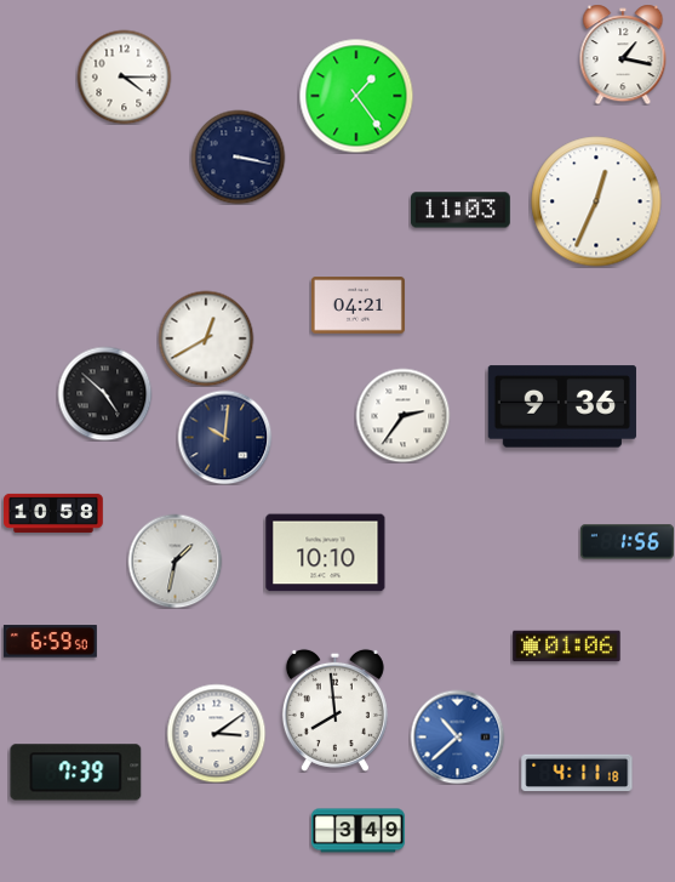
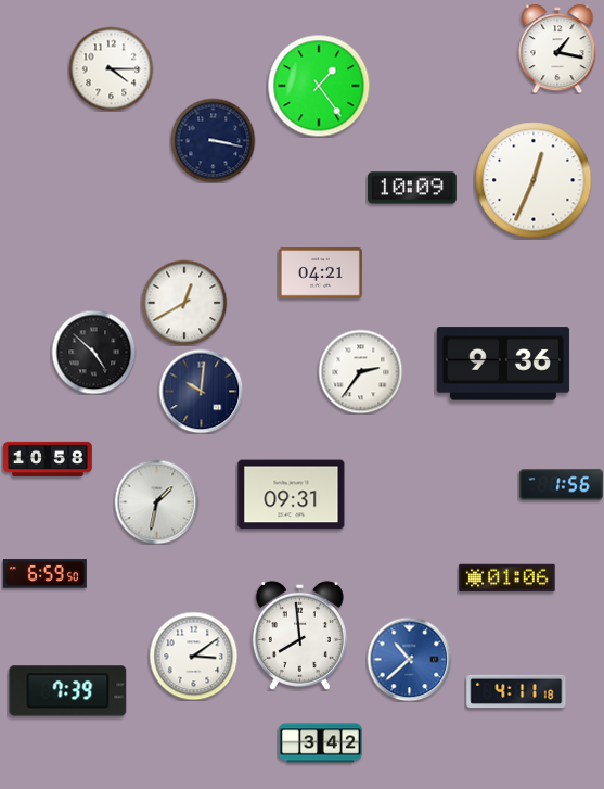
clock at (462, 210): 11:03 -> 10:09
clock at (326, 553): 10:10 -> 09:31
clock at (357, 831): 3:49 -> 3:42
